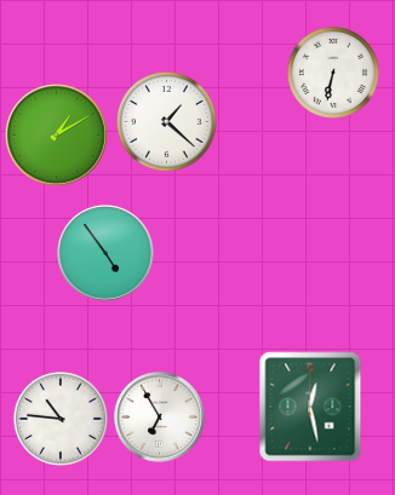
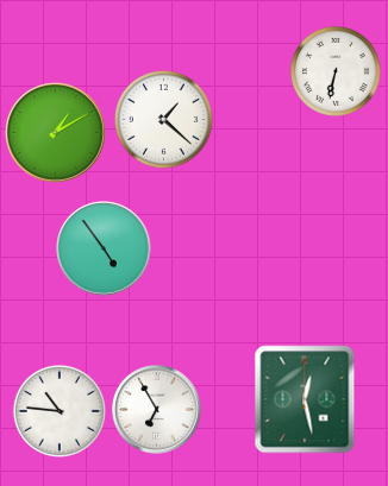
clock at (333, 73) position: (333, 73) -> (336, 71)
